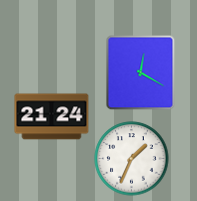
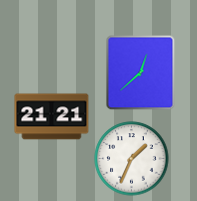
clock at (141, 73): 12:20 -> 12:38
clock at (52, 117): 21:24 -> 21:21
